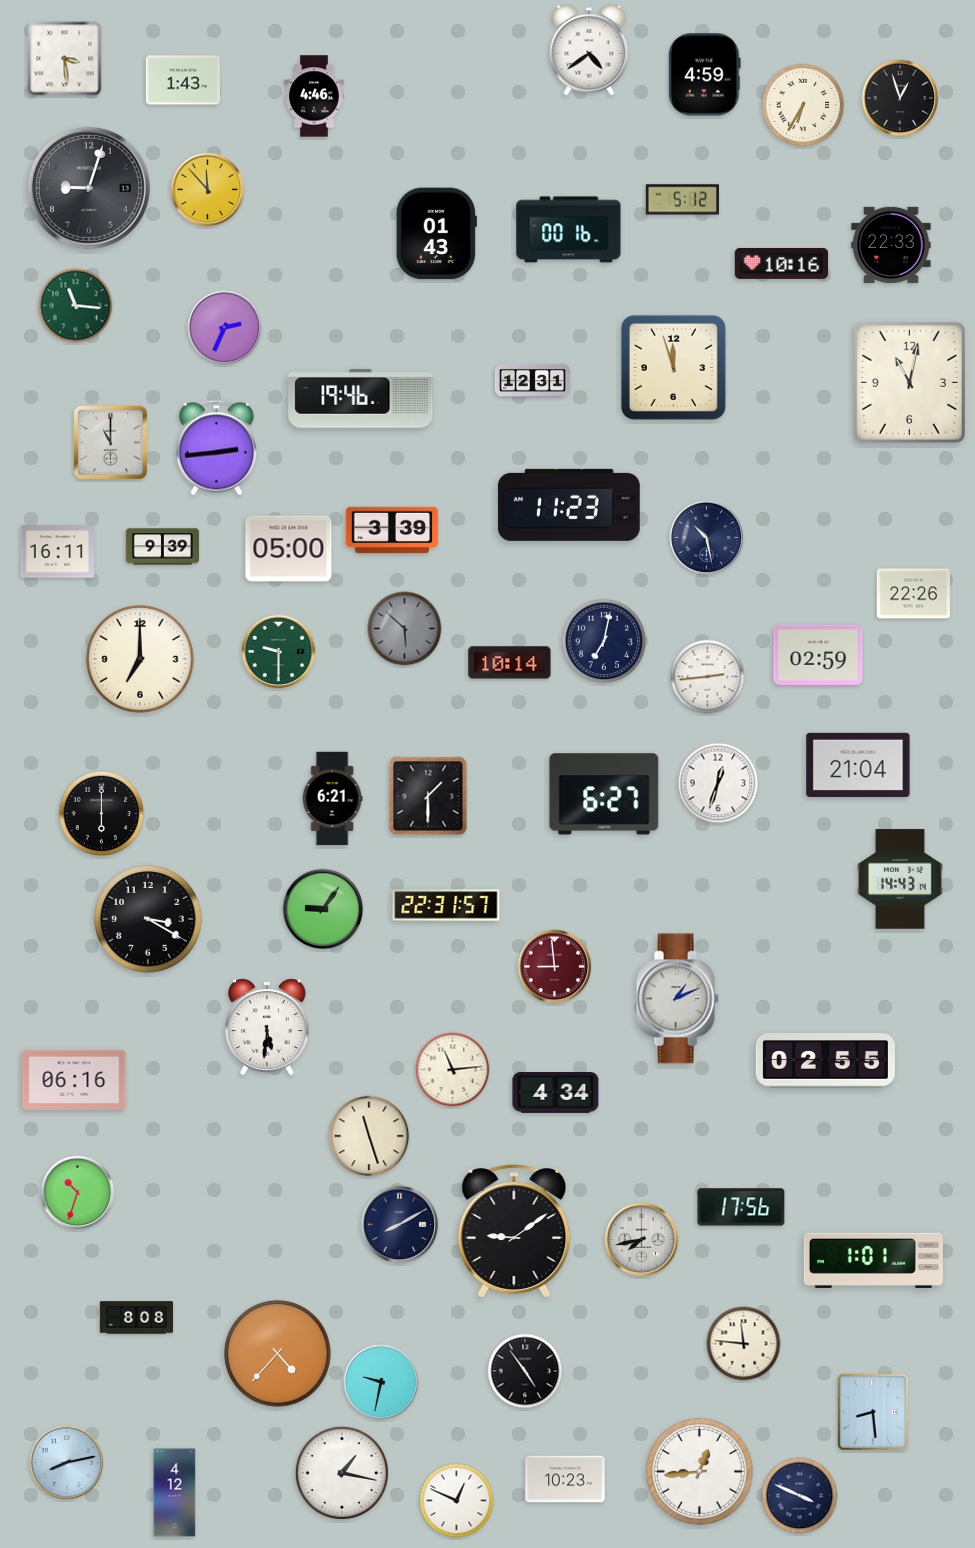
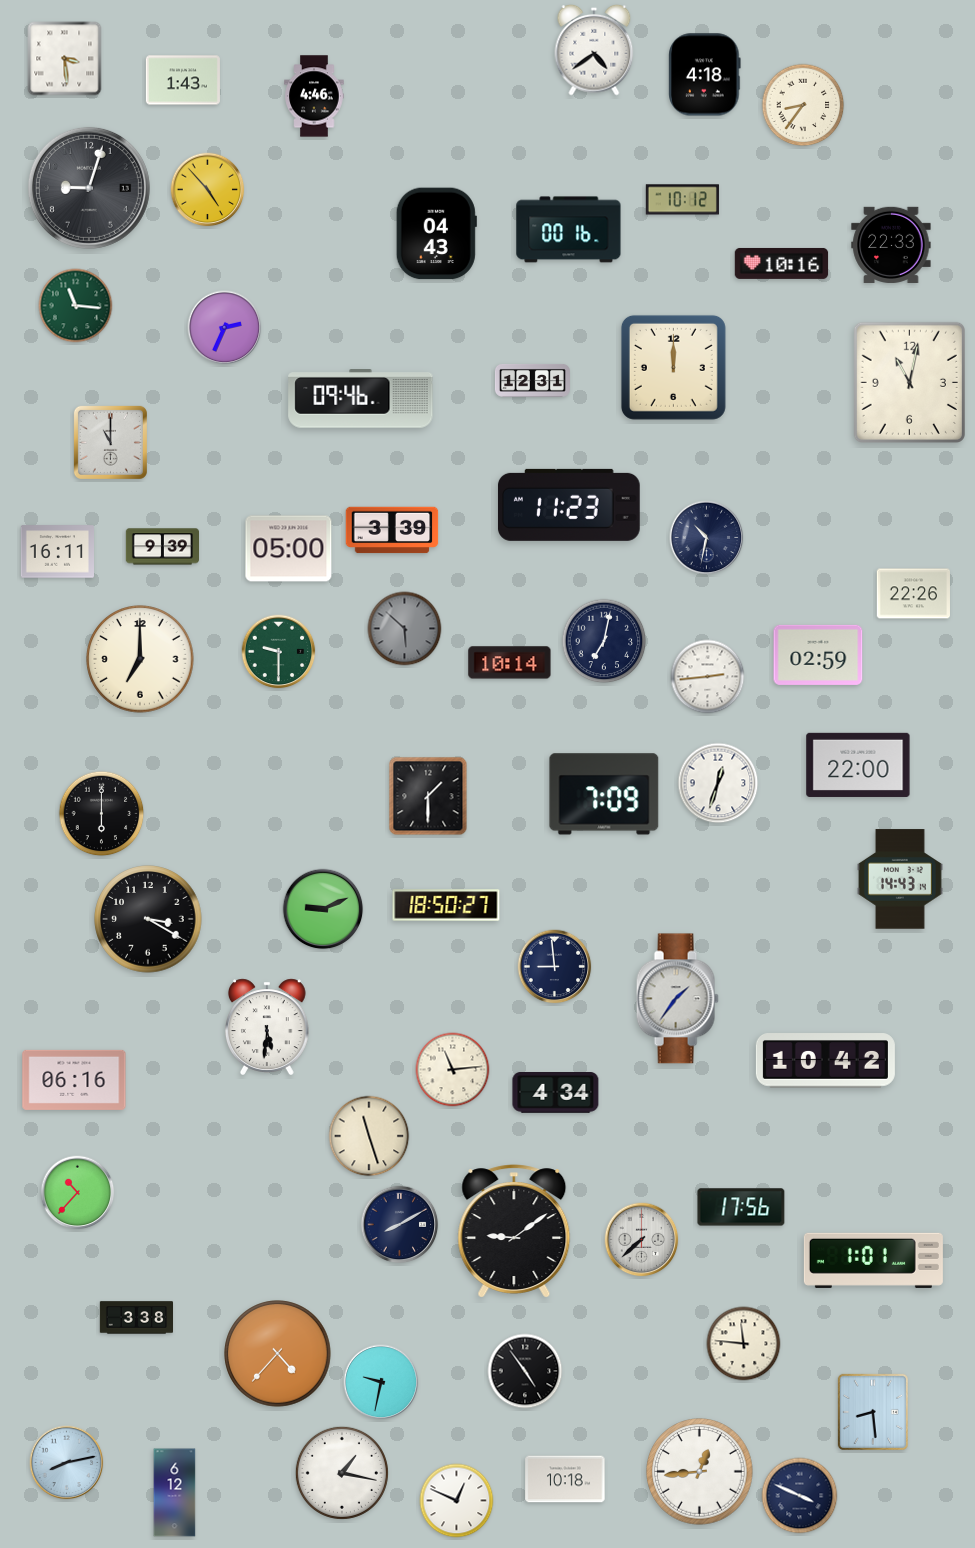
clock at (589, 50) position: (589, 50) -> (594, 50)
clock at (705, 75): 4:59 -> 4:18
clock at (900, 98): 12:57 -> none
clock at (803, 105): 6:35 -> 8:36
clock at (208, 190): 11:53 -> 4:53
clock at (682, 200): 5:12 -> 10:12
clock at (436, 234): 01:43 -> 04:43
clock at (673, 367): 11:57 -> 12:00
clock at (361, 399): 19:46 -> 09:46
clock at (216, 448): 2:44 -> none
clock at (707, 538): 10:28 -> 10:32
clock at (858, 765): 21:04 -> 22:00
clock at (604, 794): 6:27 -> 7:09
clock at (332, 799): 6:21 -> none
clock at (446, 905): 22:31 -> 18:50
clock at (323, 909): 9:06 -> 9:11
clock at (555, 967) dial: burgundy -> navy
clock at (677, 999): 1:11 -> 1:36
clock at (825, 1061): 02:55 -> 10:42
clock at (78, 1193): 10:33 -> 10:37
clock at (642, 1240): 7:43 -> 7:38
clock at (136, 1318): 8:08 -> 3:38
clock at (565, 1479): 10:23 -> 10:18
clock at (175, 1493): 4:12 -> 6:12
